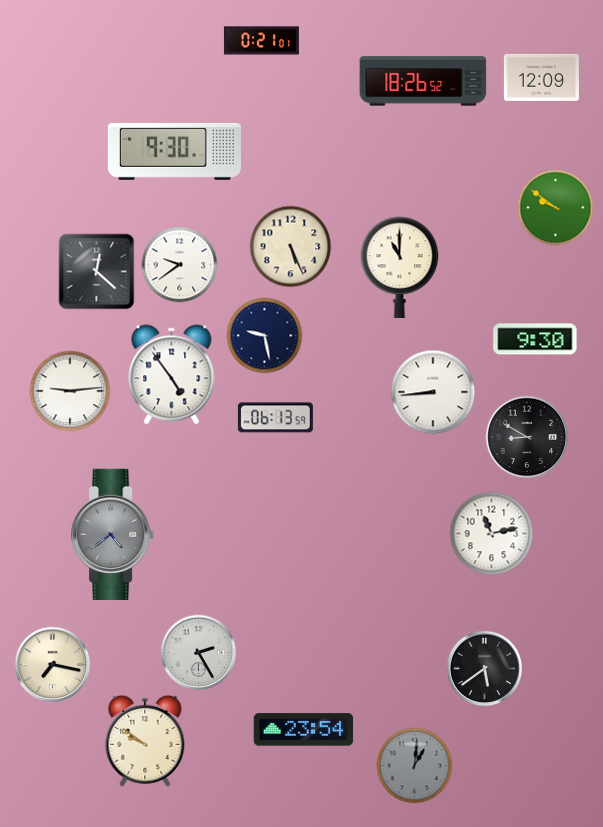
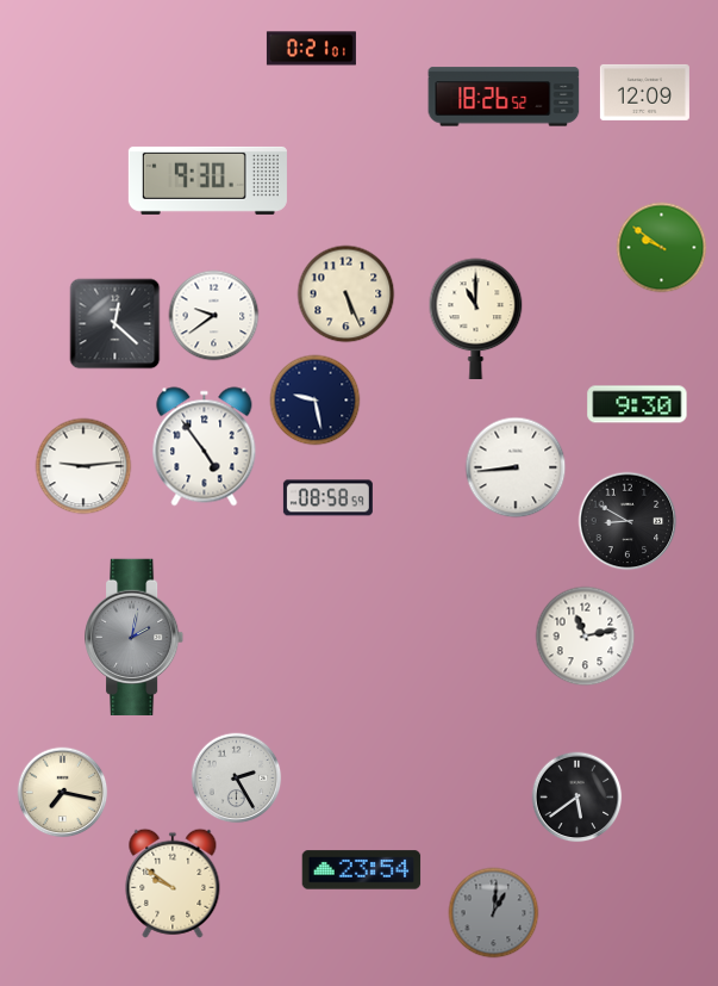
clock at (275, 418): 06:13 -> 08:58
clock at (114, 534): 4:39 -> 2:02
